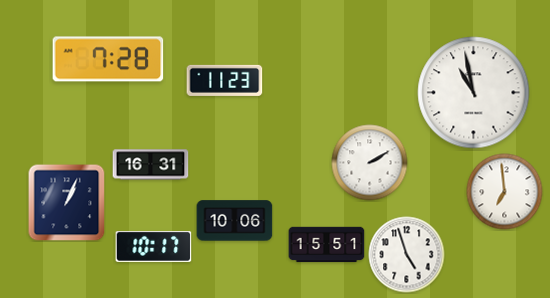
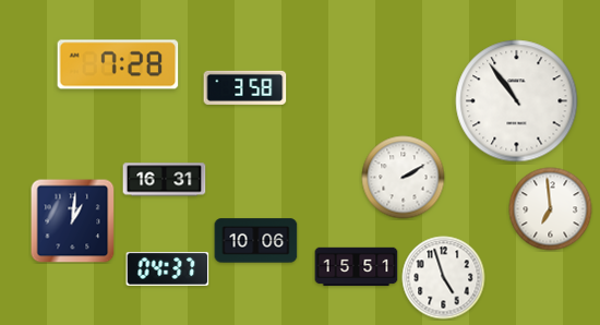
clock at (225, 80): 11:23 -> 3:58
clock at (474, 93): 10:58 -> 10:54
clock at (67, 203): 1:04 -> 1:01
clock at (154, 247): 10:17 -> 04:37
